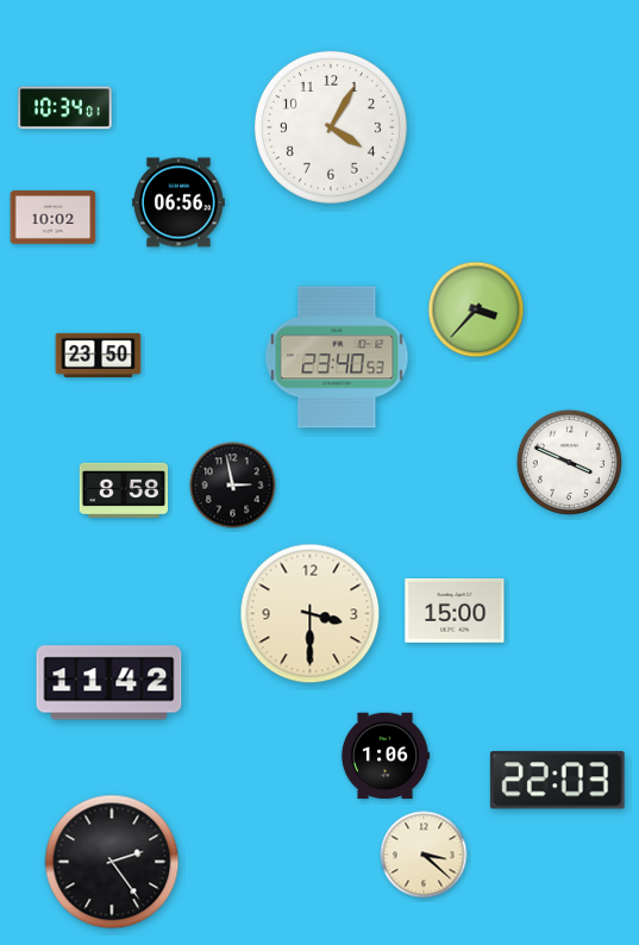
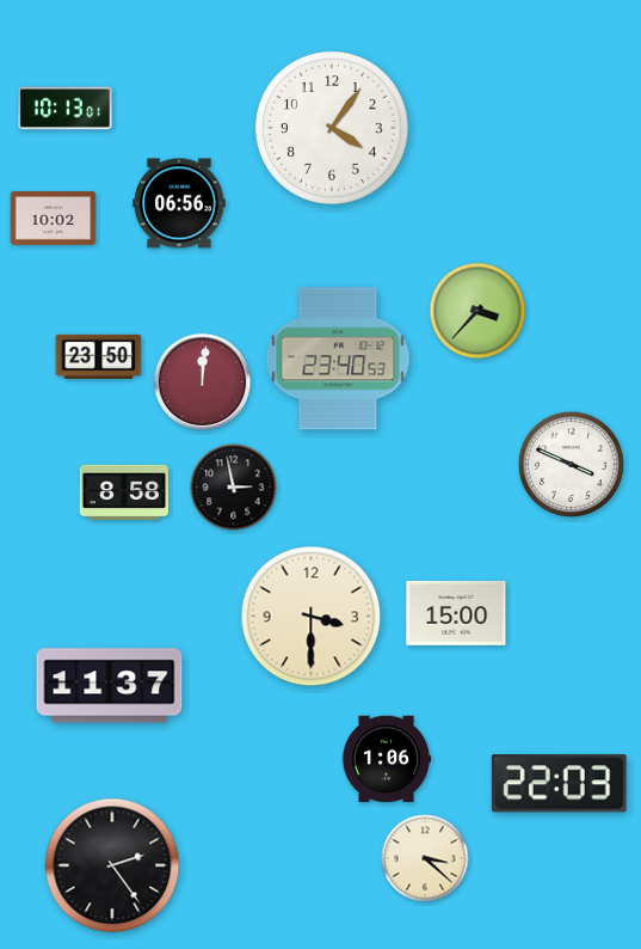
clock at (65, 108): 10:34 -> 10:13
clock at (331, 127): 4:05 -> 4:06
clock at (203, 382): none -> 12:01
clock at (109, 683): 11:42 -> 11:37
